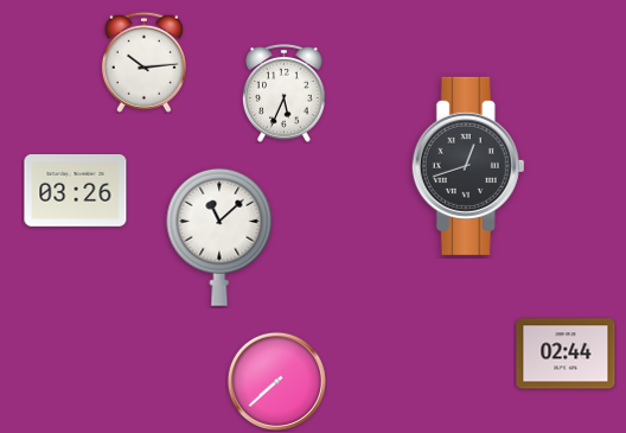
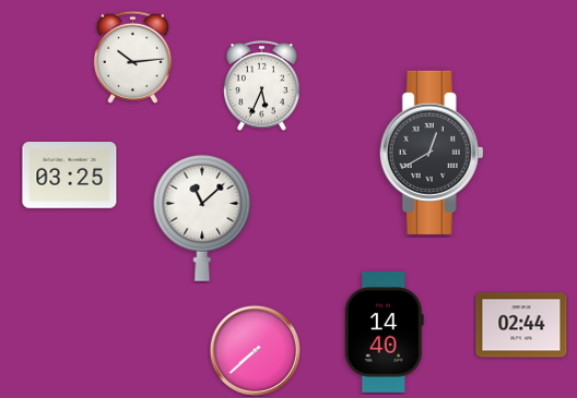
clock at (468, 166): 12:42 -> 12:40
clock at (76, 191): 03:26 -> 03:25
clock at (384, 331): none -> 14:40
